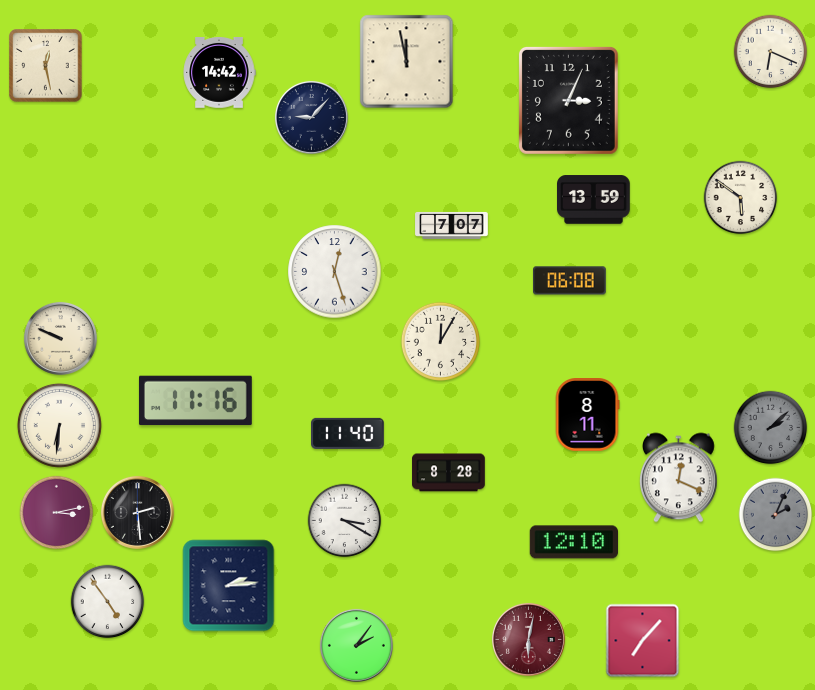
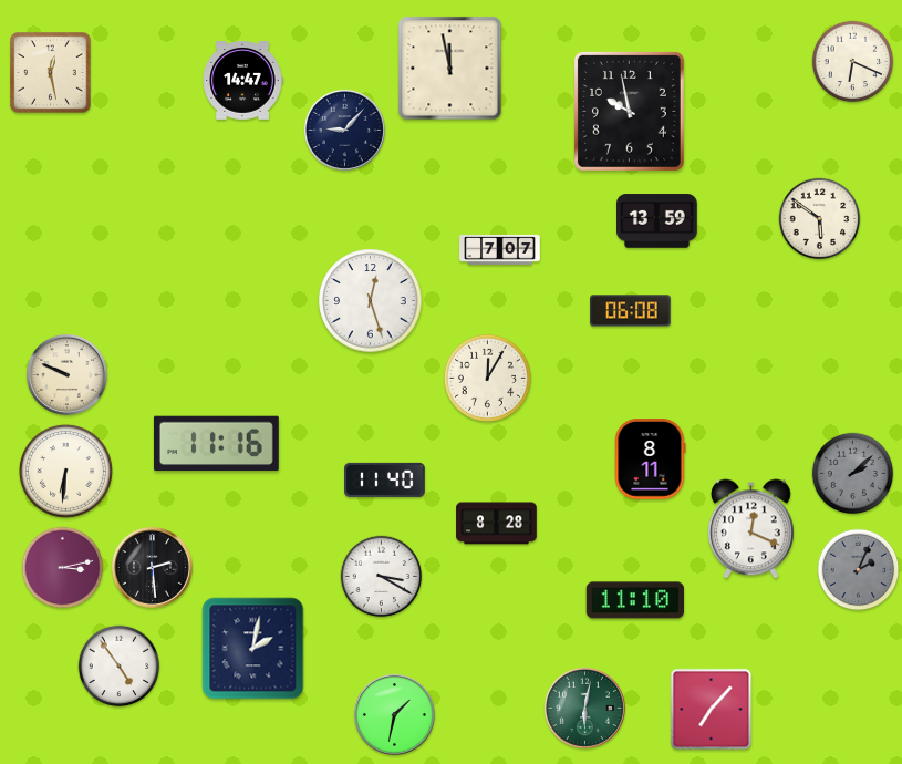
clock at (771, 52) position: (771, 52) -> (853, 62)
clock at (219, 73): 14:42 -> 14:47
clock at (568, 100): 3:04 -> 9:58
clock at (573, 542): 12:10 -> 11:10
clock at (229, 586): 2:14 -> 2:02
clock at (528, 639) dial: burgundy -> green
clock at (356, 645): 2:06 -> 1:32
